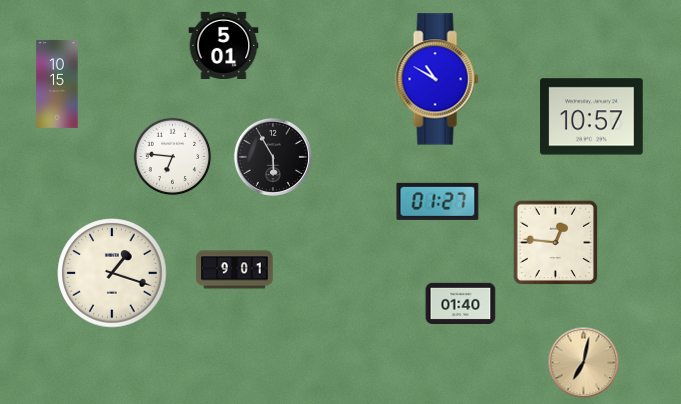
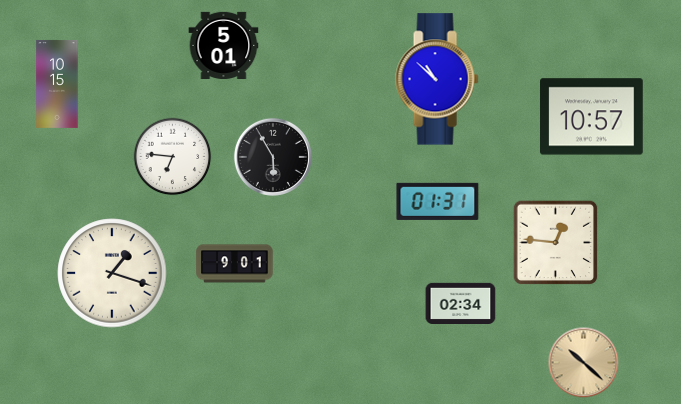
clock at (437, 79): 10:50 -> 10:52
clock at (438, 201): 01:27 -> 01:31
clock at (235, 270) position: (235, 270) -> (235, 264)
clock at (461, 303): 01:40 -> 02:34
clock at (584, 363): 7:02 -> 10:22
